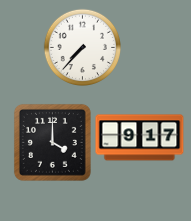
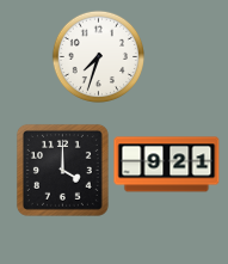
clock at (82, 47): 7:37 -> 7:33
clock at (140, 138): 9:17 -> 9:21
